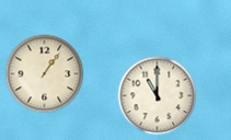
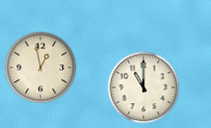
clock at (45, 74): 1:06 -> 12:58
